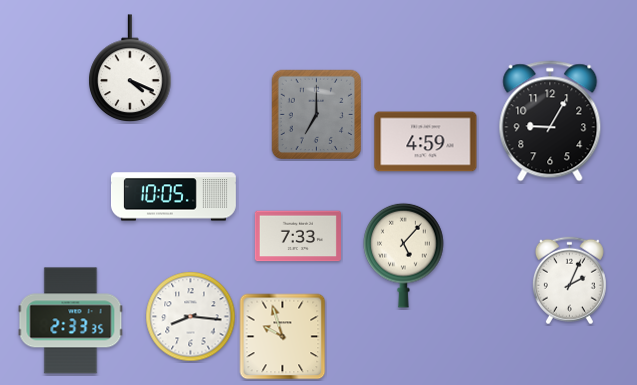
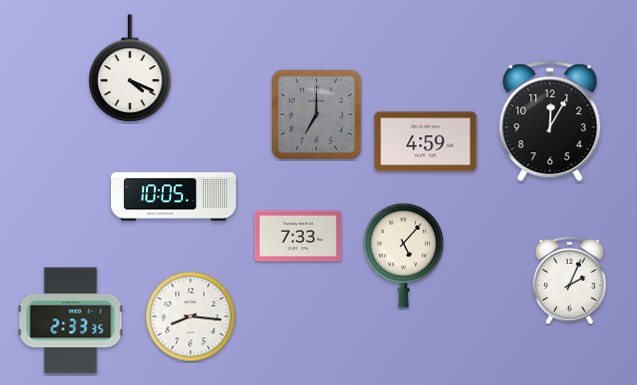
clock at (550, 121): 9:05 -> 12:05
clock at (283, 337): 9:57 -> none
